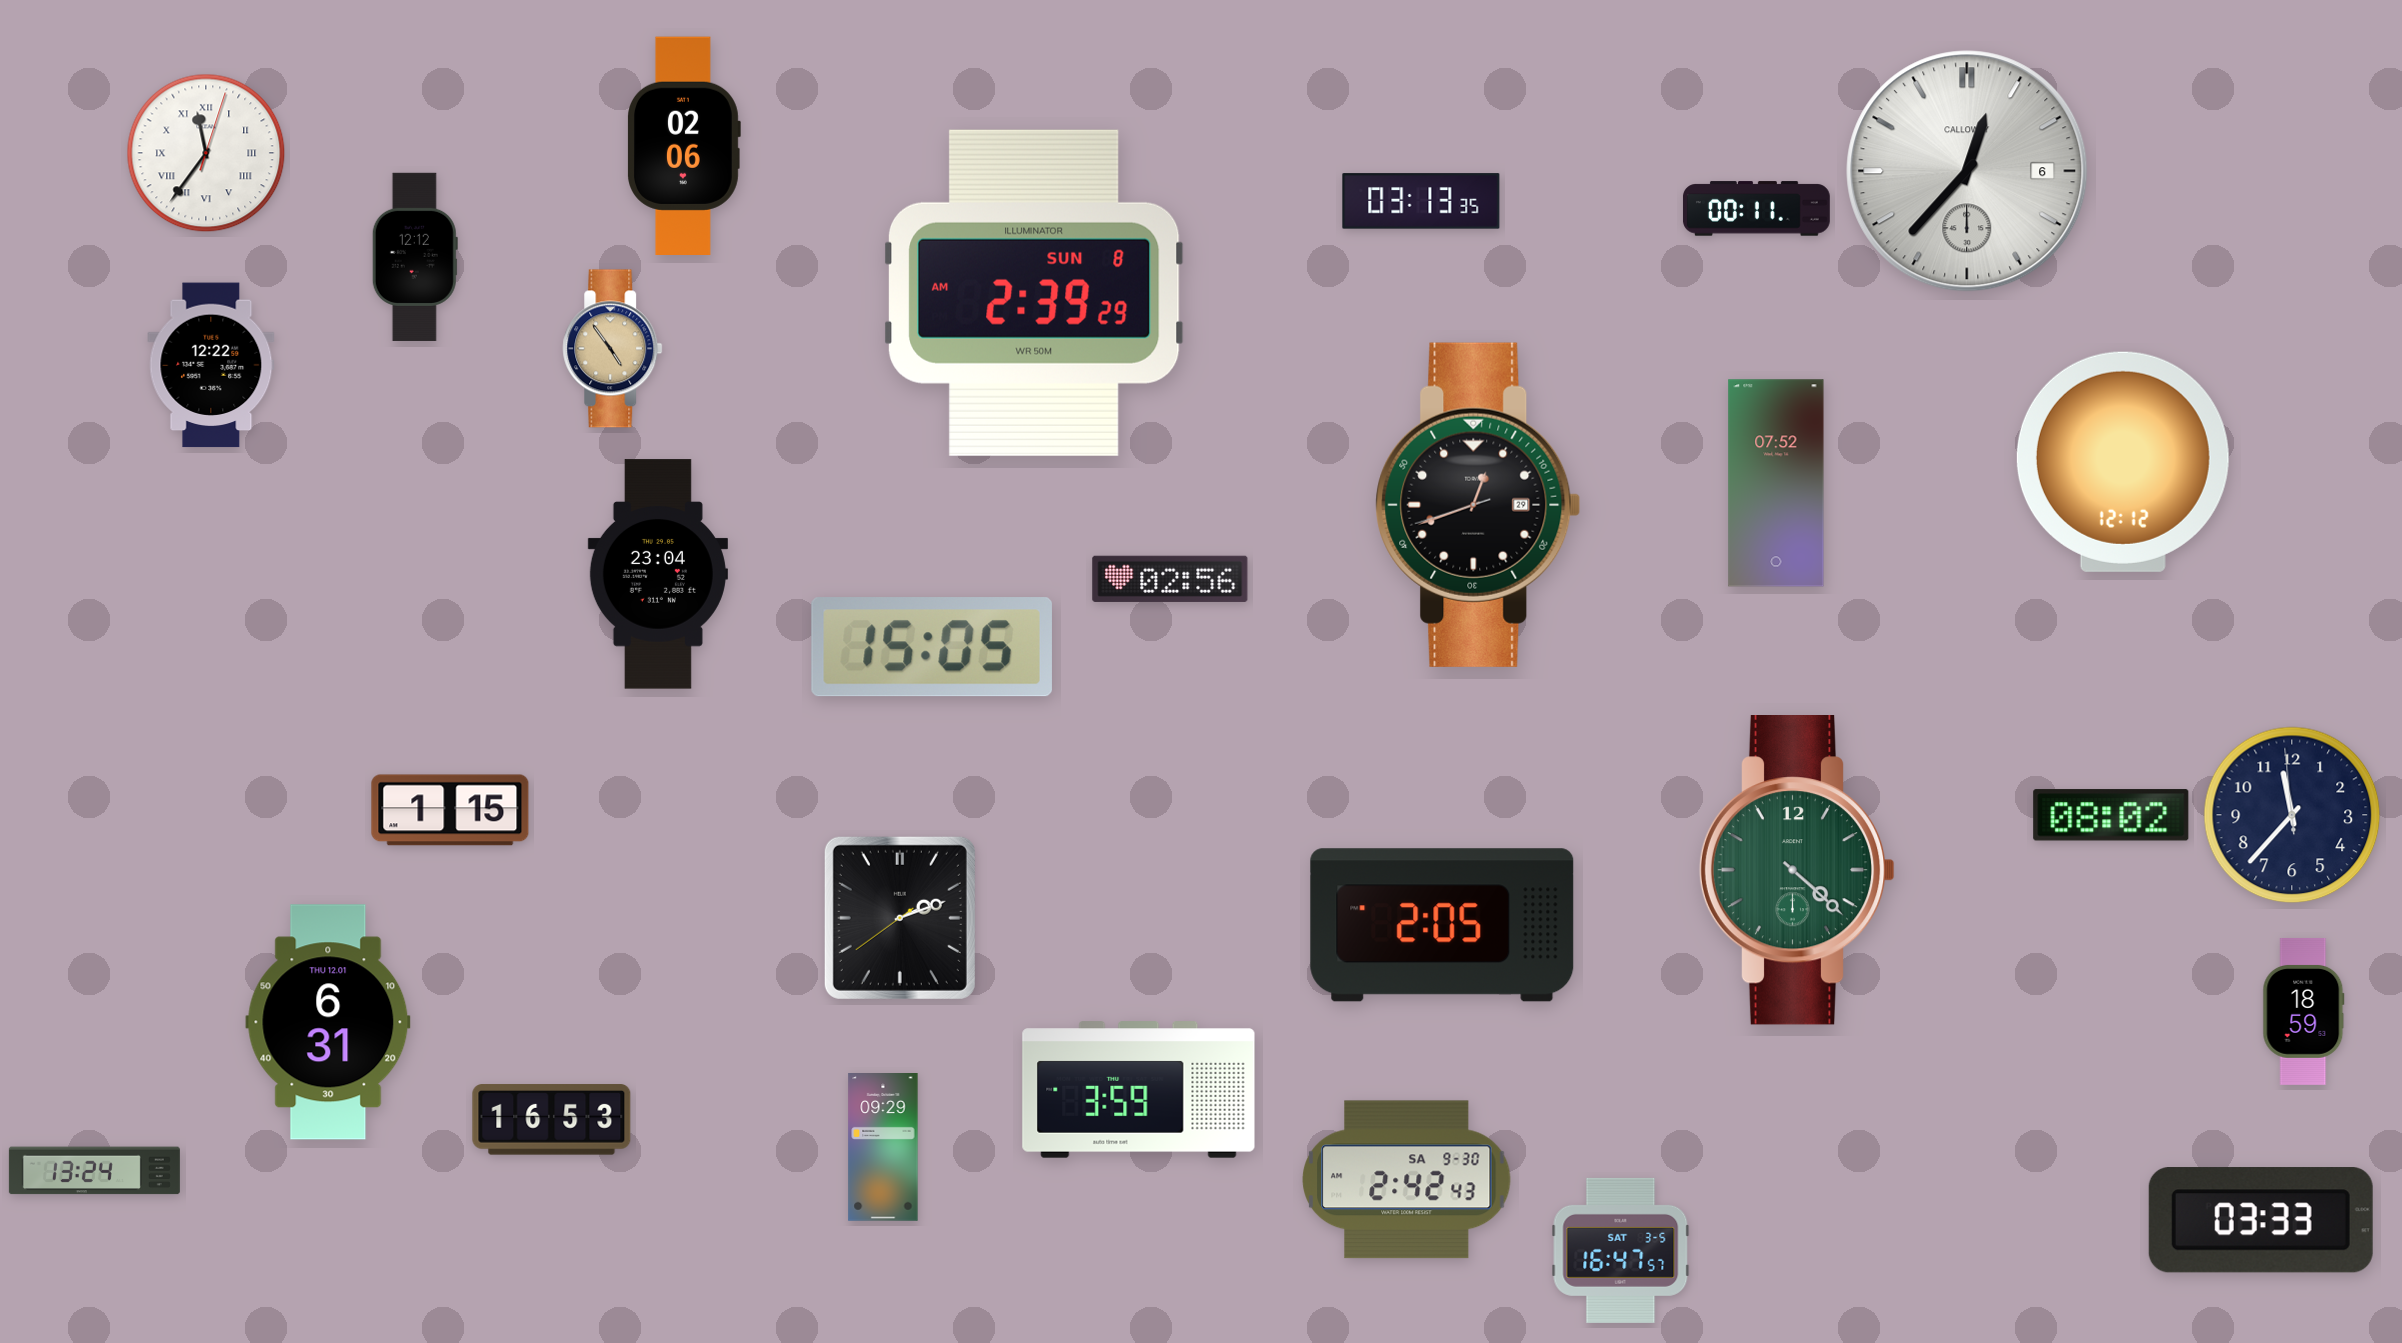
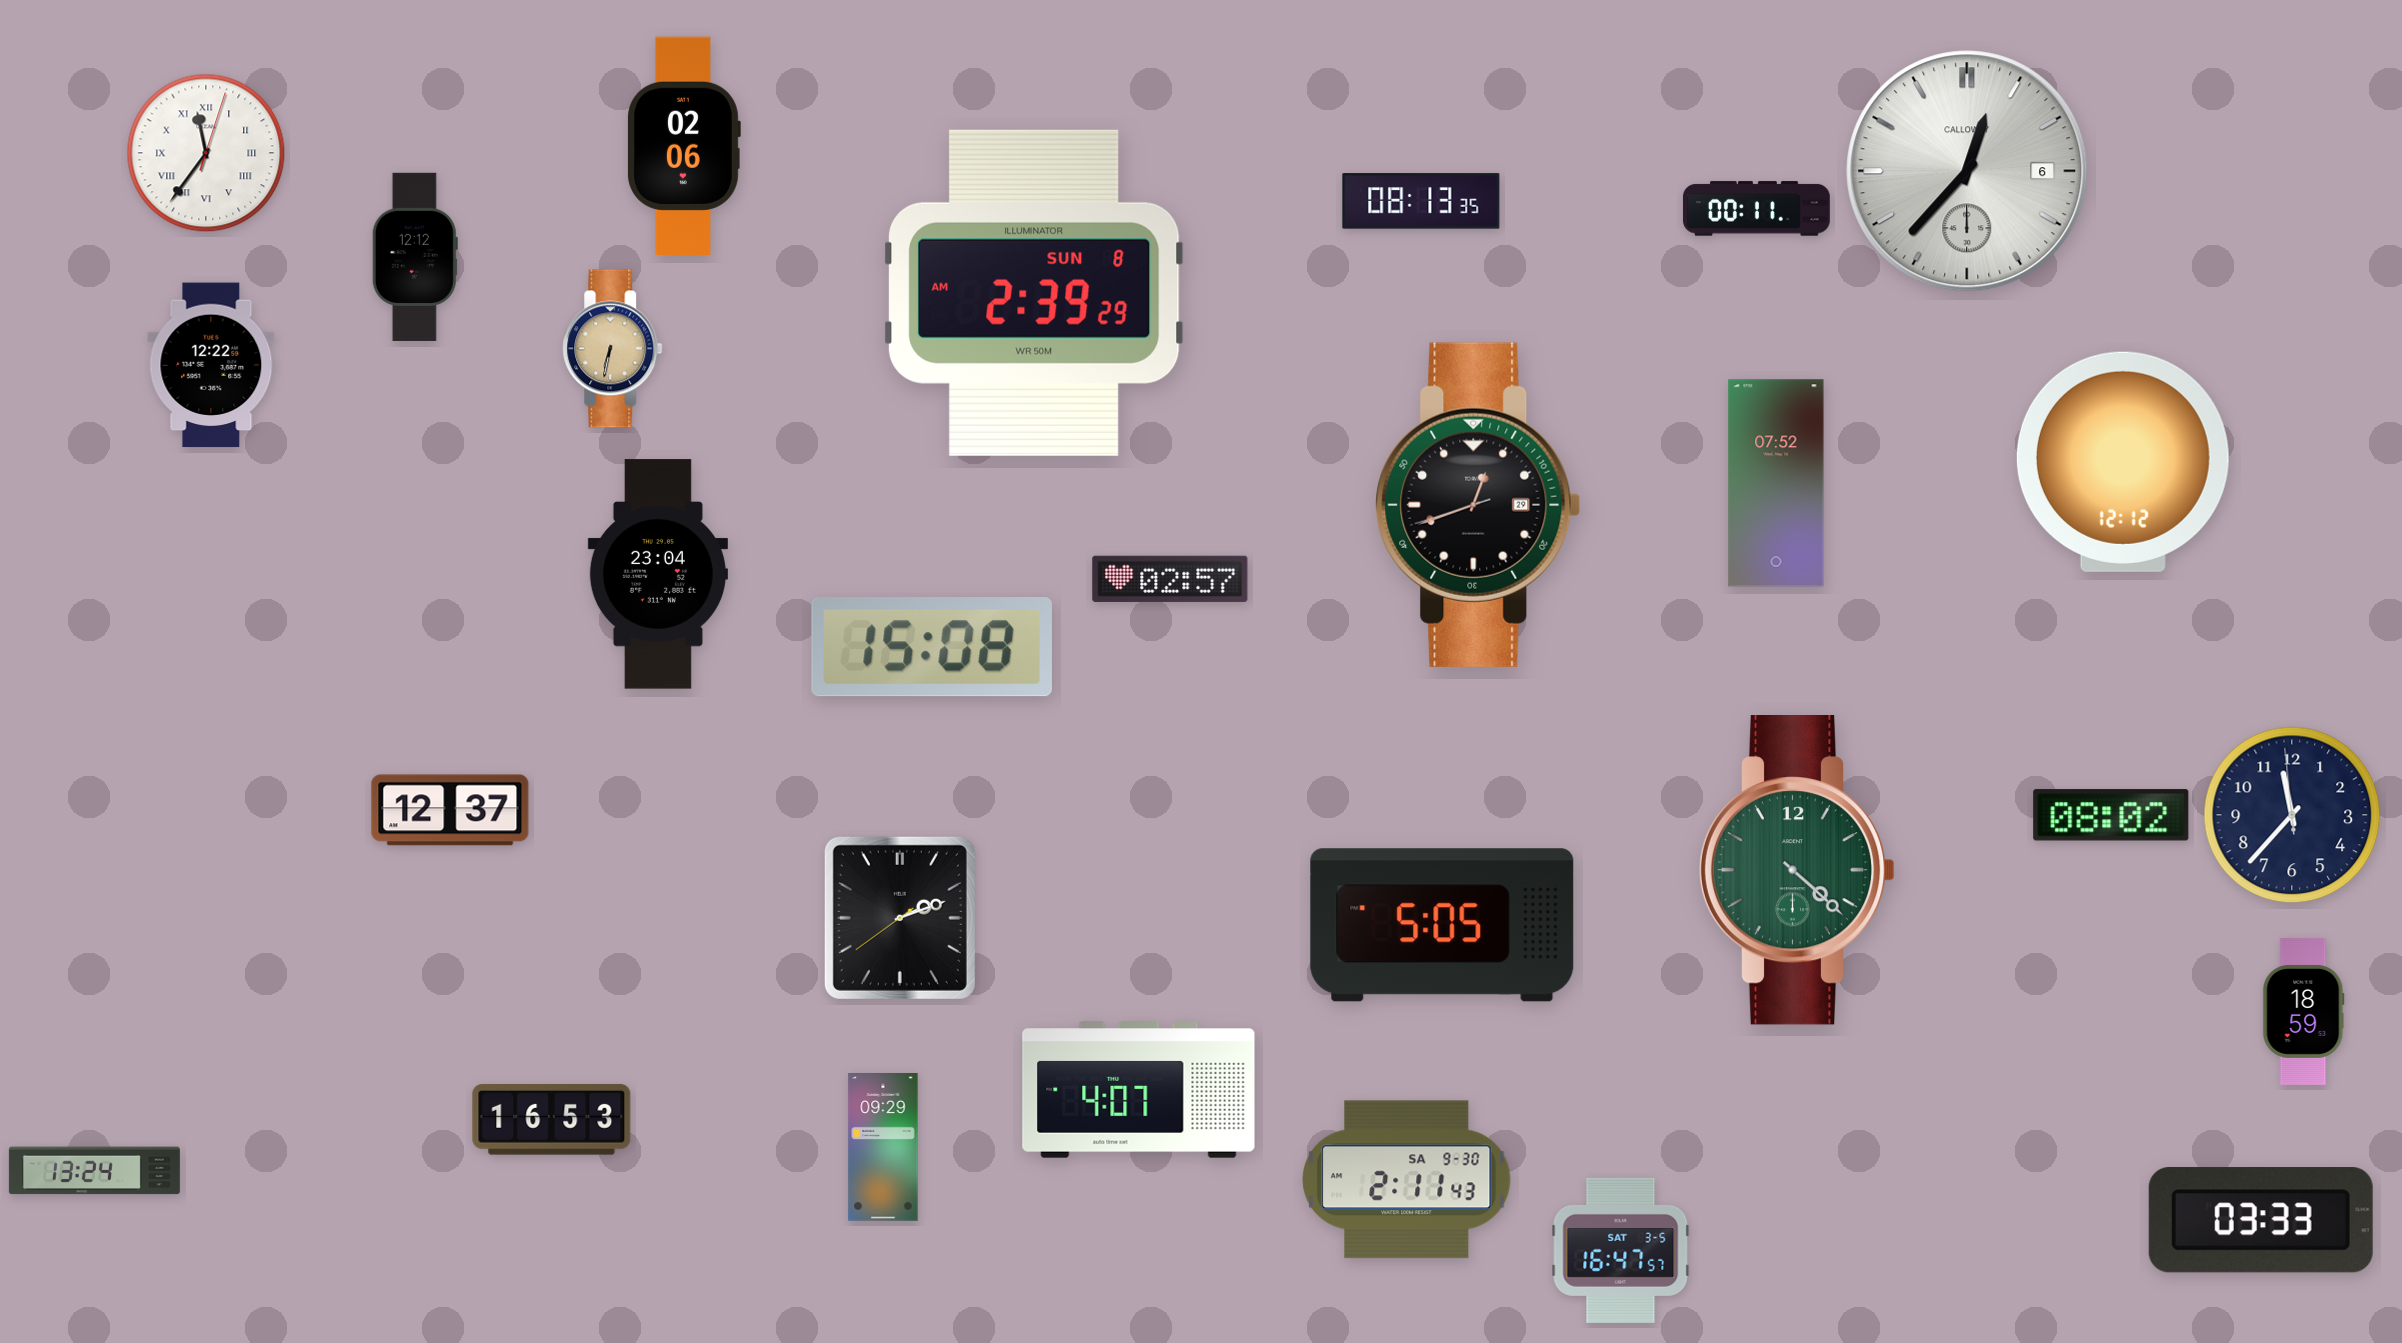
clock at (1421, 201): 03:13 -> 08:13
clock at (613, 349): 4:54 -> 6:32
clock at (1170, 579): 02:56 -> 02:57
clock at (932, 647): 15:05 -> 15:08
clock at (450, 810): 1:15 -> 12:37
clock at (1442, 925): 2:05 -> 5:05
clock at (328, 1022): 6:31 -> none
clock at (1139, 1090): 3:59 -> 4:07
clock at (1407, 1180): 2:42 -> 2:11
